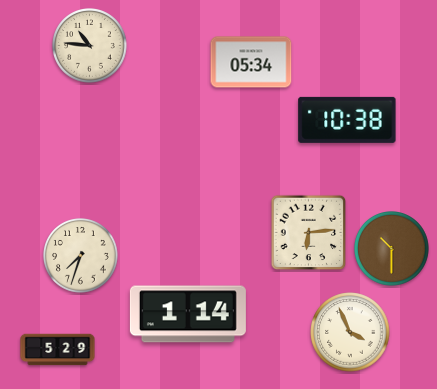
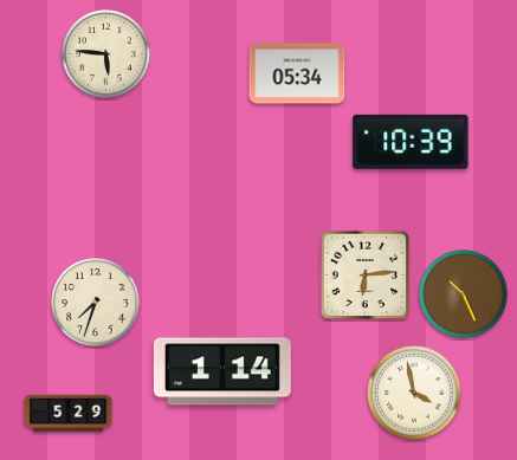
clock at (90, 46): 10:46 -> 5:46
clock at (347, 120): 10:38 -> 10:39
clock at (392, 249): 10:30 -> 10:26
clock at (350, 332): 3:56 -> 3:58
